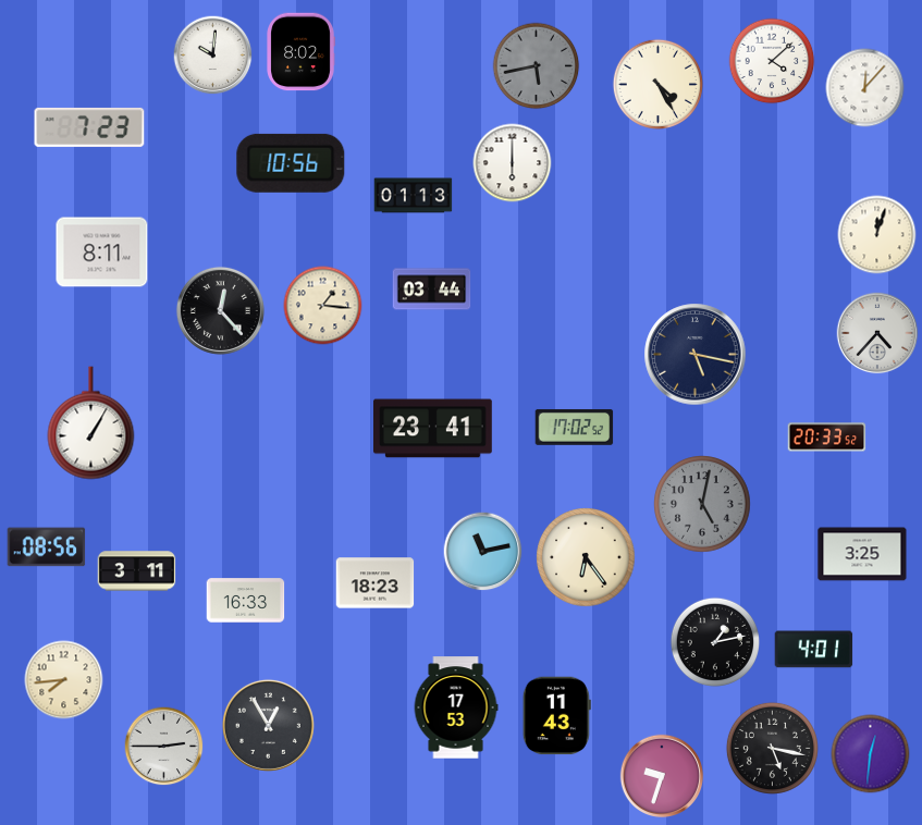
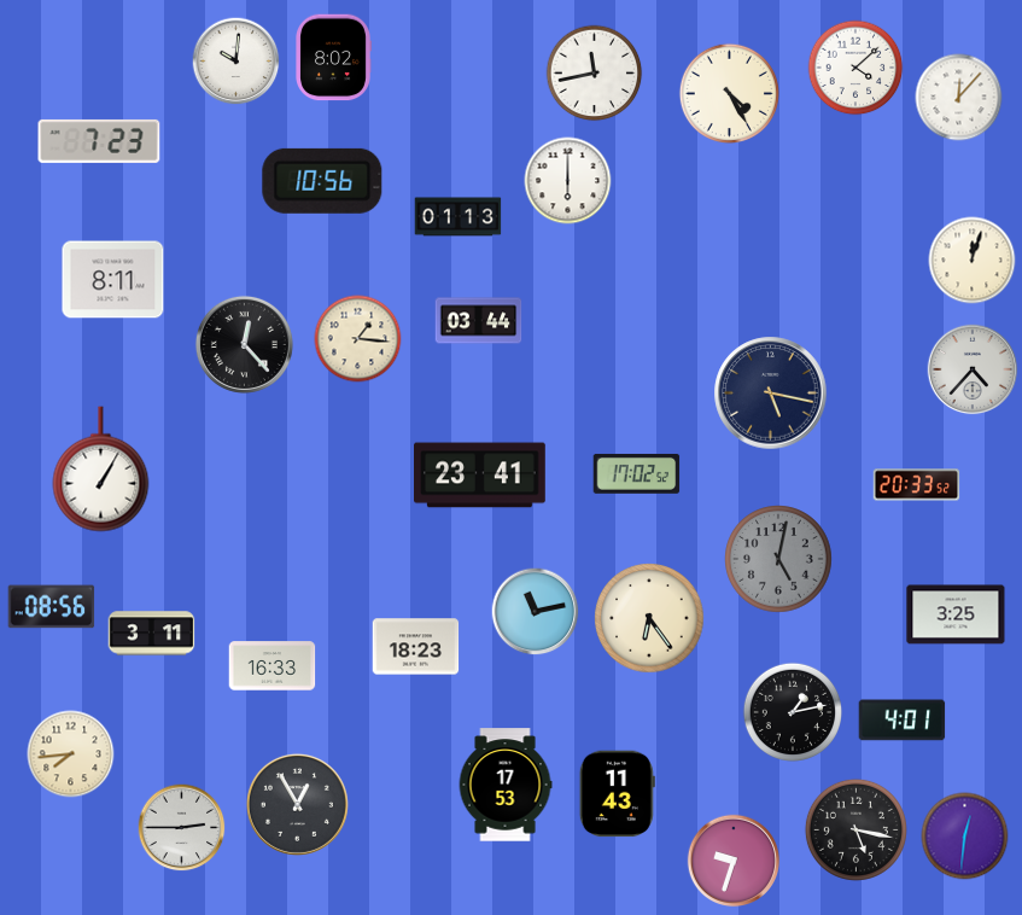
clock at (537, 66): 5:43 -> 11:43
clock at (537, 66) dial: grey -> white
